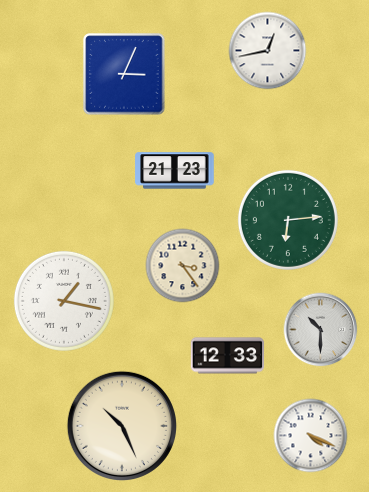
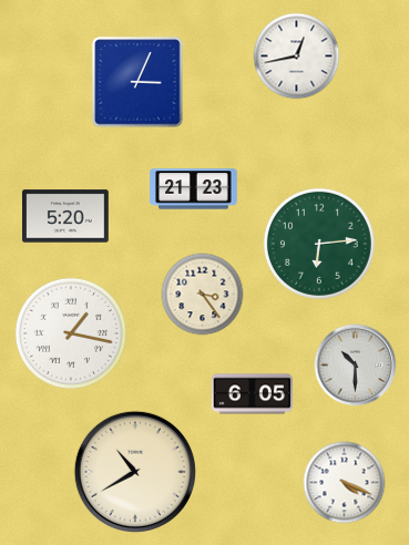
clock at (67, 216): none -> 5:20
clock at (228, 356): 12:33 -> 6:05
clock at (122, 426): 10:26 -> 10:40
